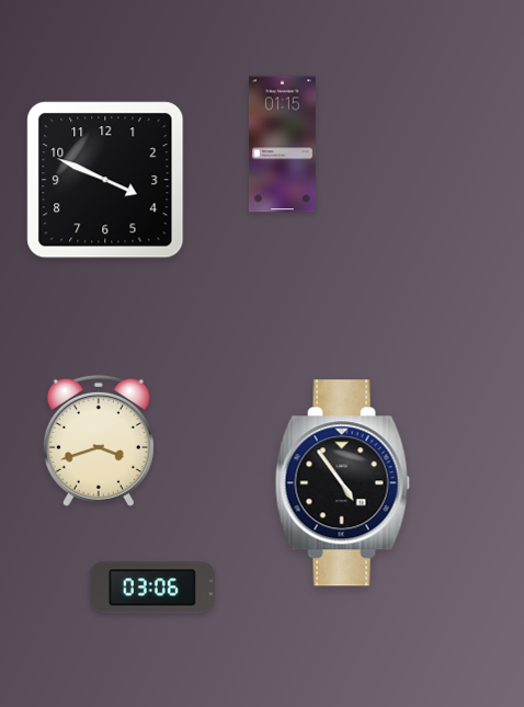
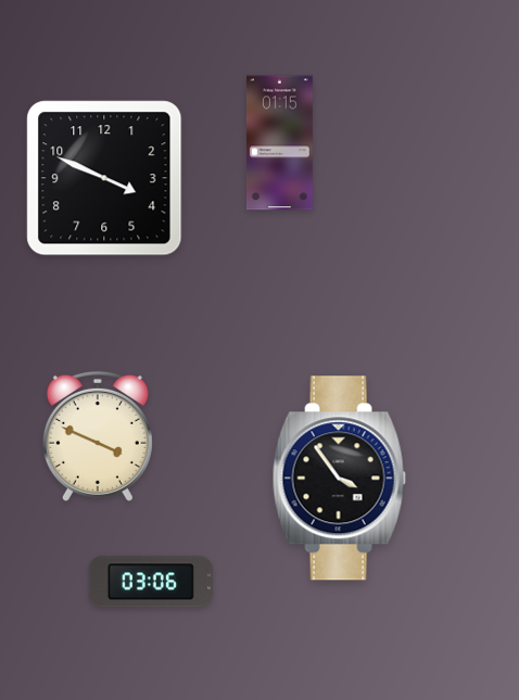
clock at (99, 441): 3:42 -> 3:49
clock at (342, 483): 4:54 -> 3:54
